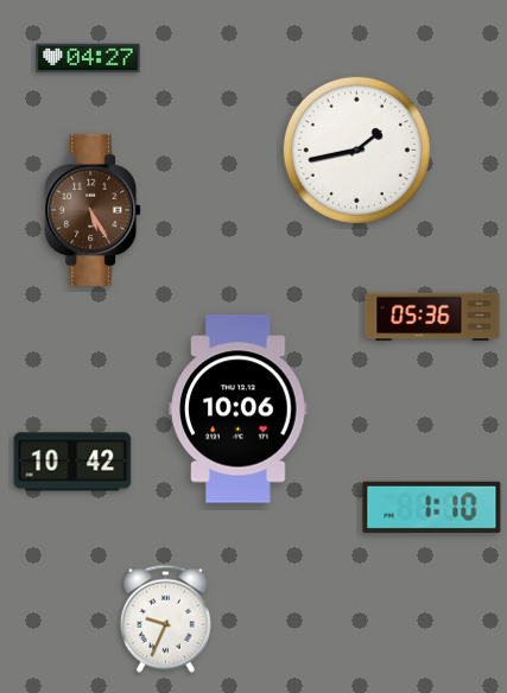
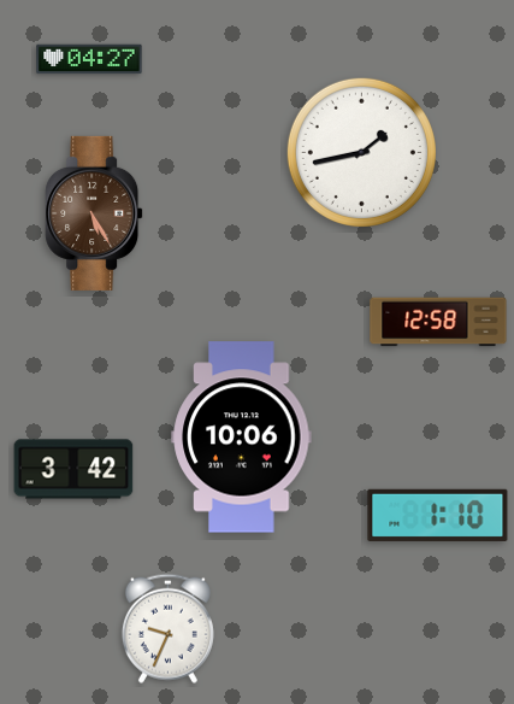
clock at (432, 317): 05:36 -> 12:58
clock at (239, 409) position: (239, 409) -> (242, 438)
clock at (72, 462): 10:42 -> 3:42
